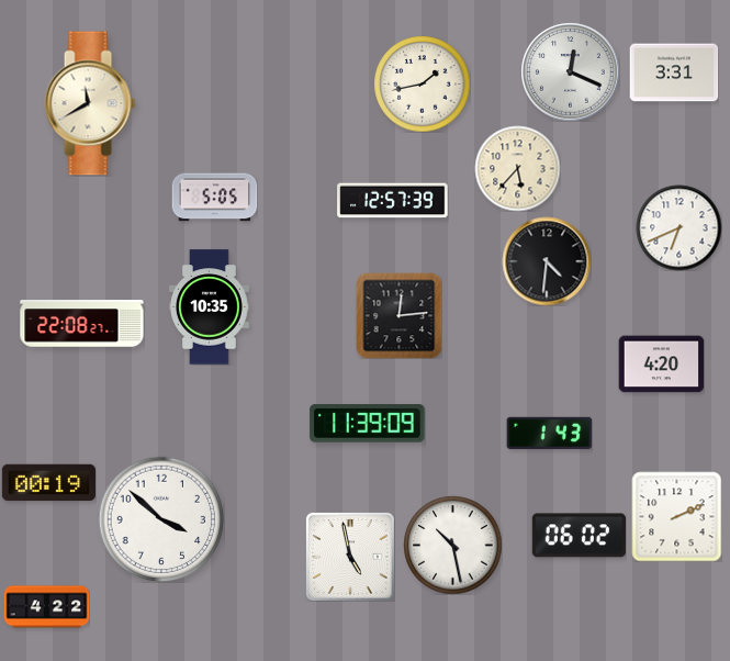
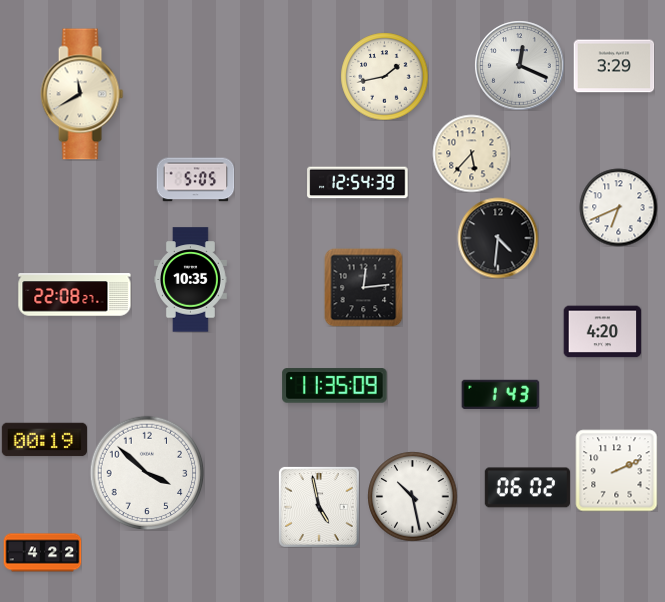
clock at (674, 72): 3:31 -> 3:29
clock at (393, 201): 12:57 -> 12:54
clock at (368, 424): 11:39 -> 11:35
